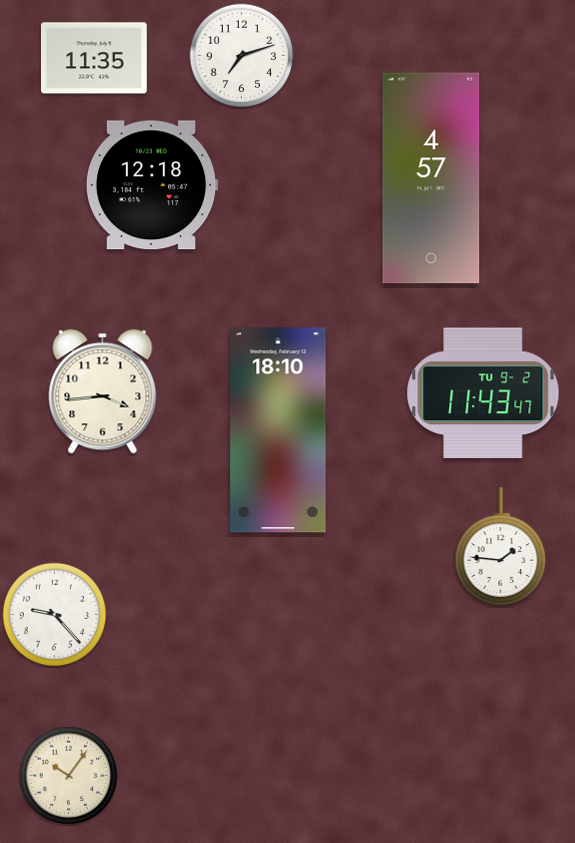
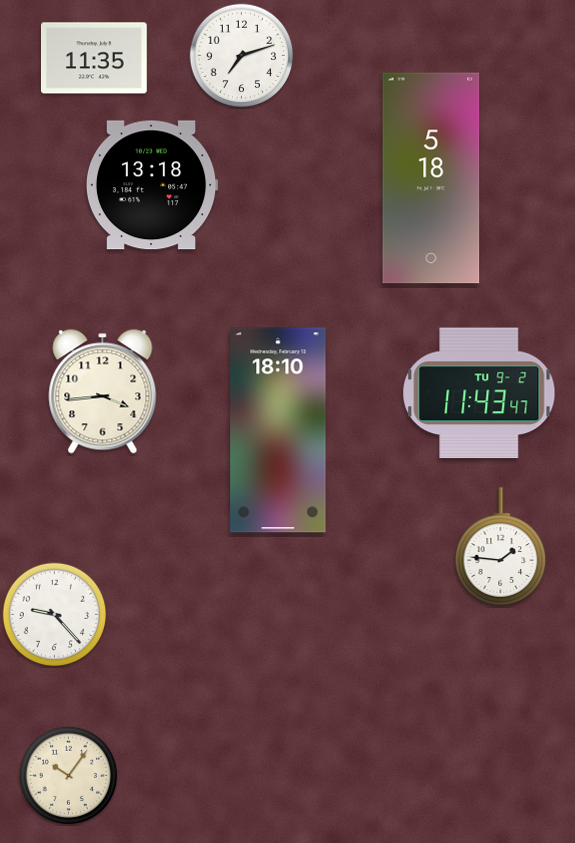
clock at (431, 178): 4:57 -> 5:18
clock at (152, 185): 12:18 -> 13:18
clock at (483, 393) position: (483, 393) -> (479, 393)
